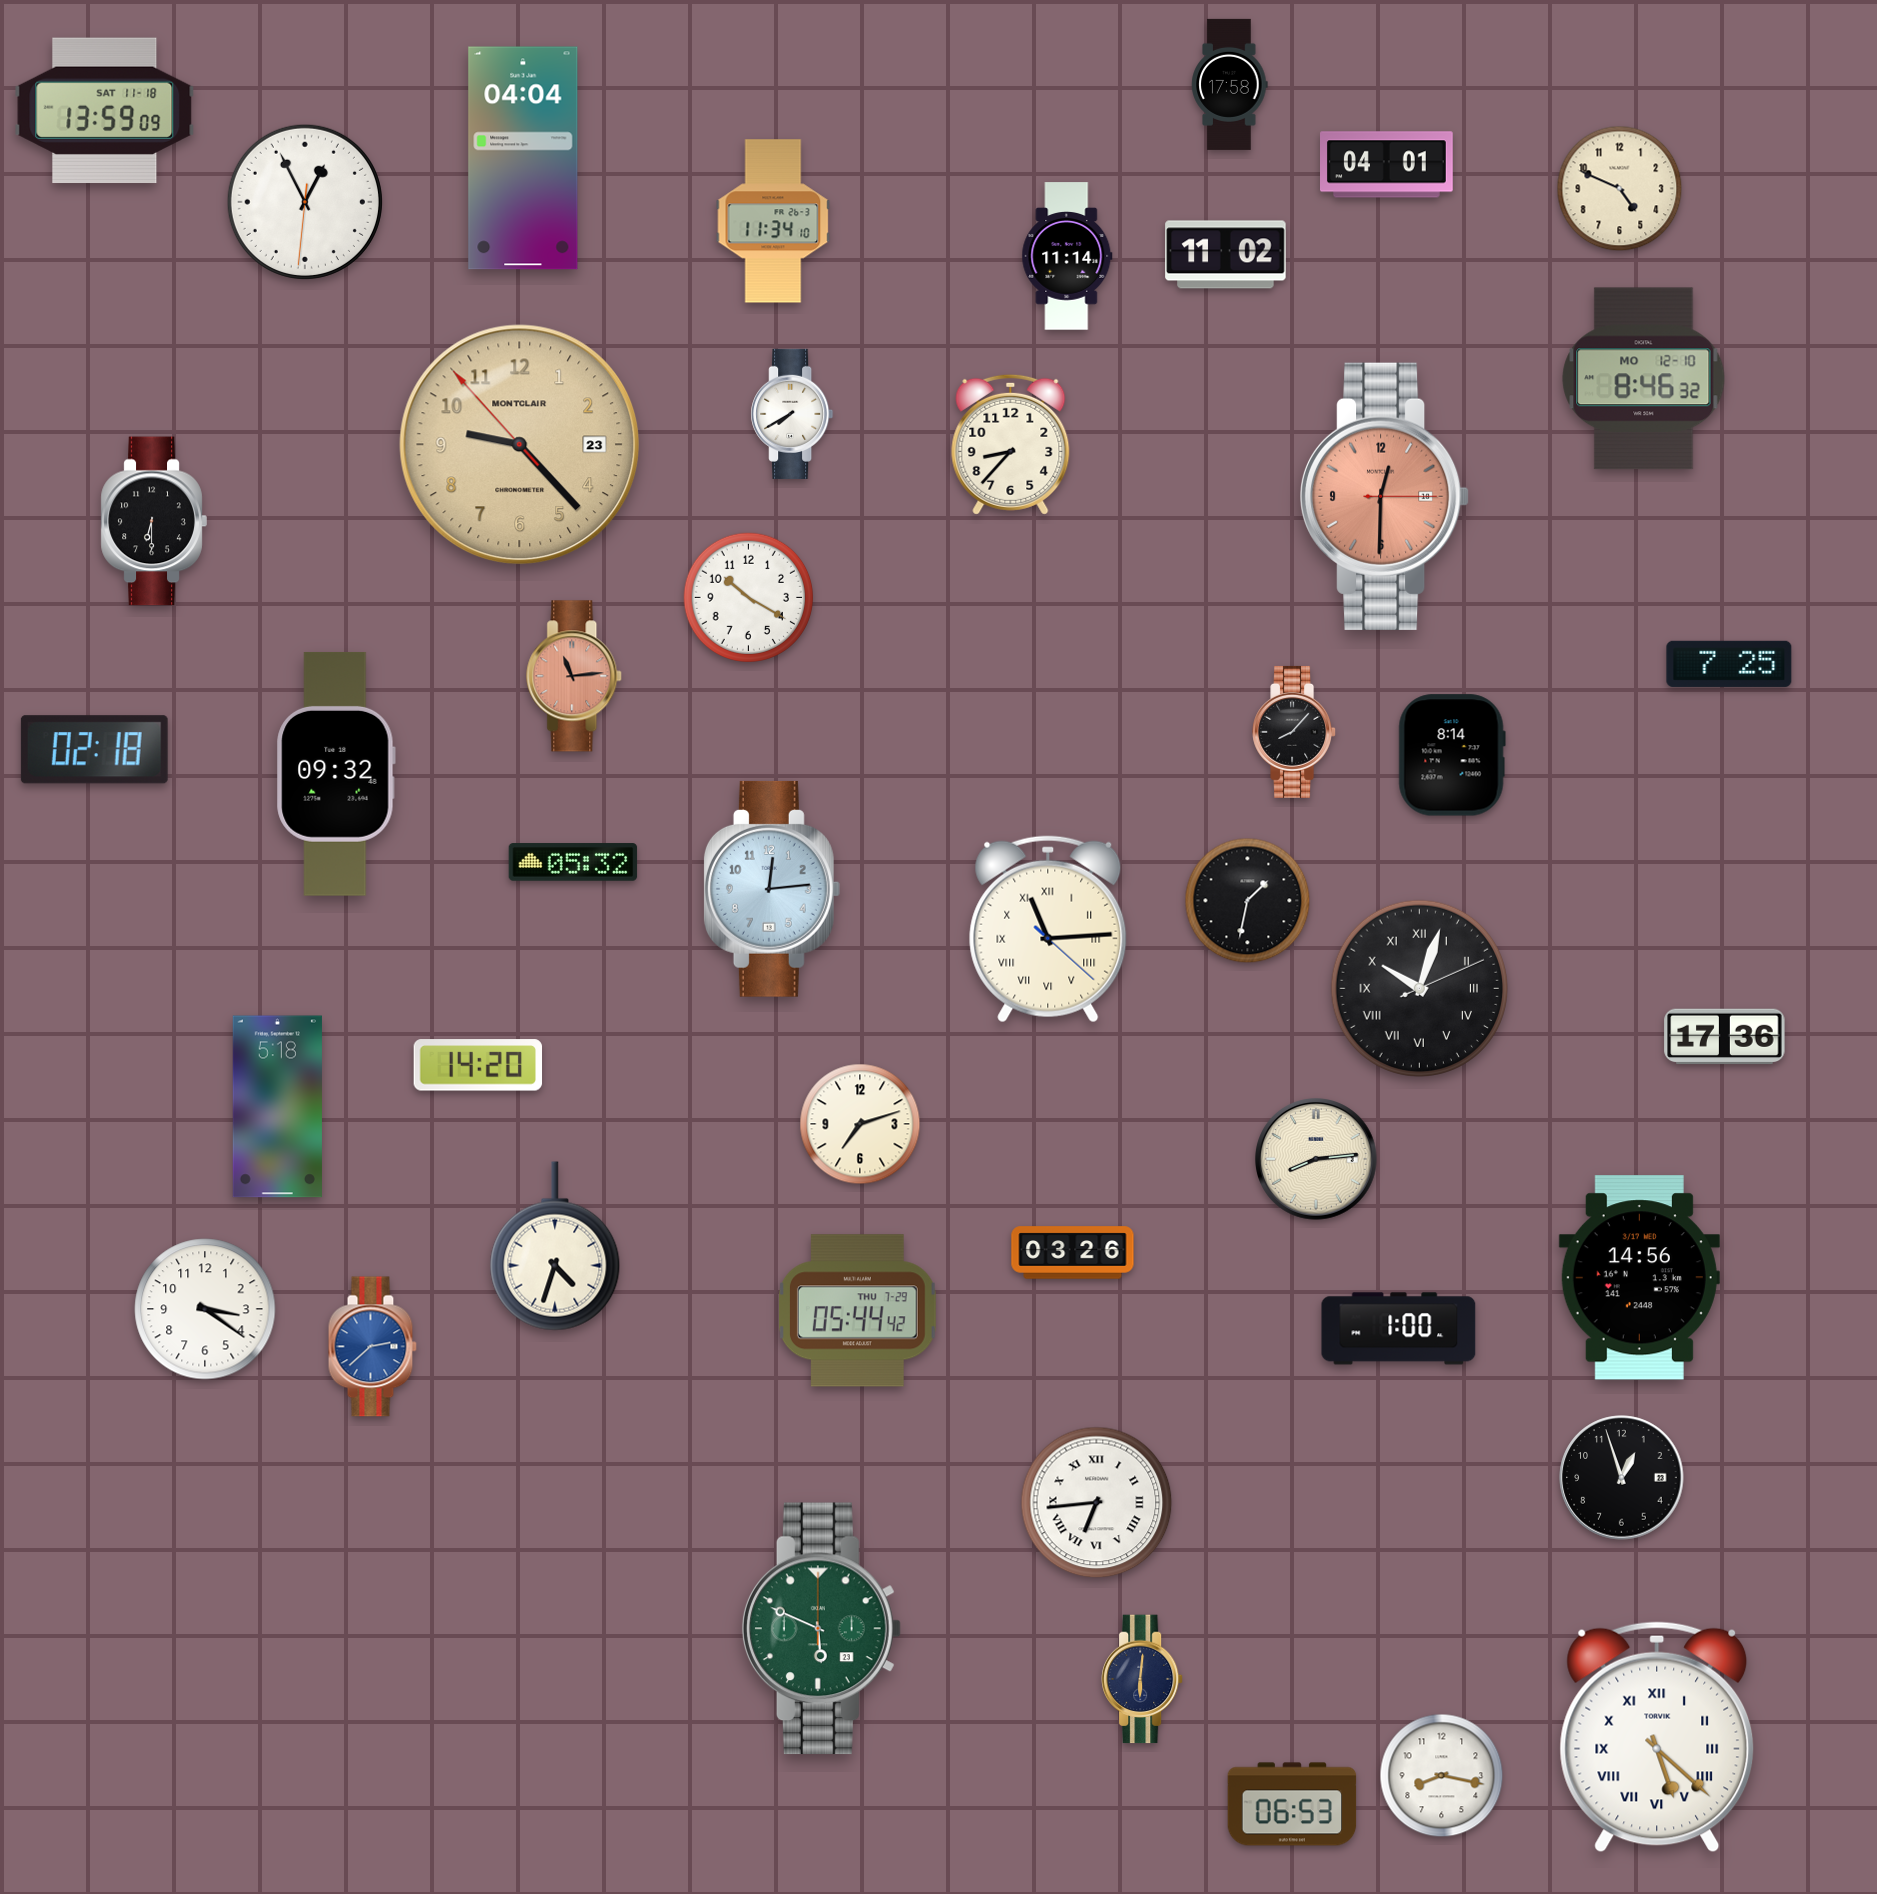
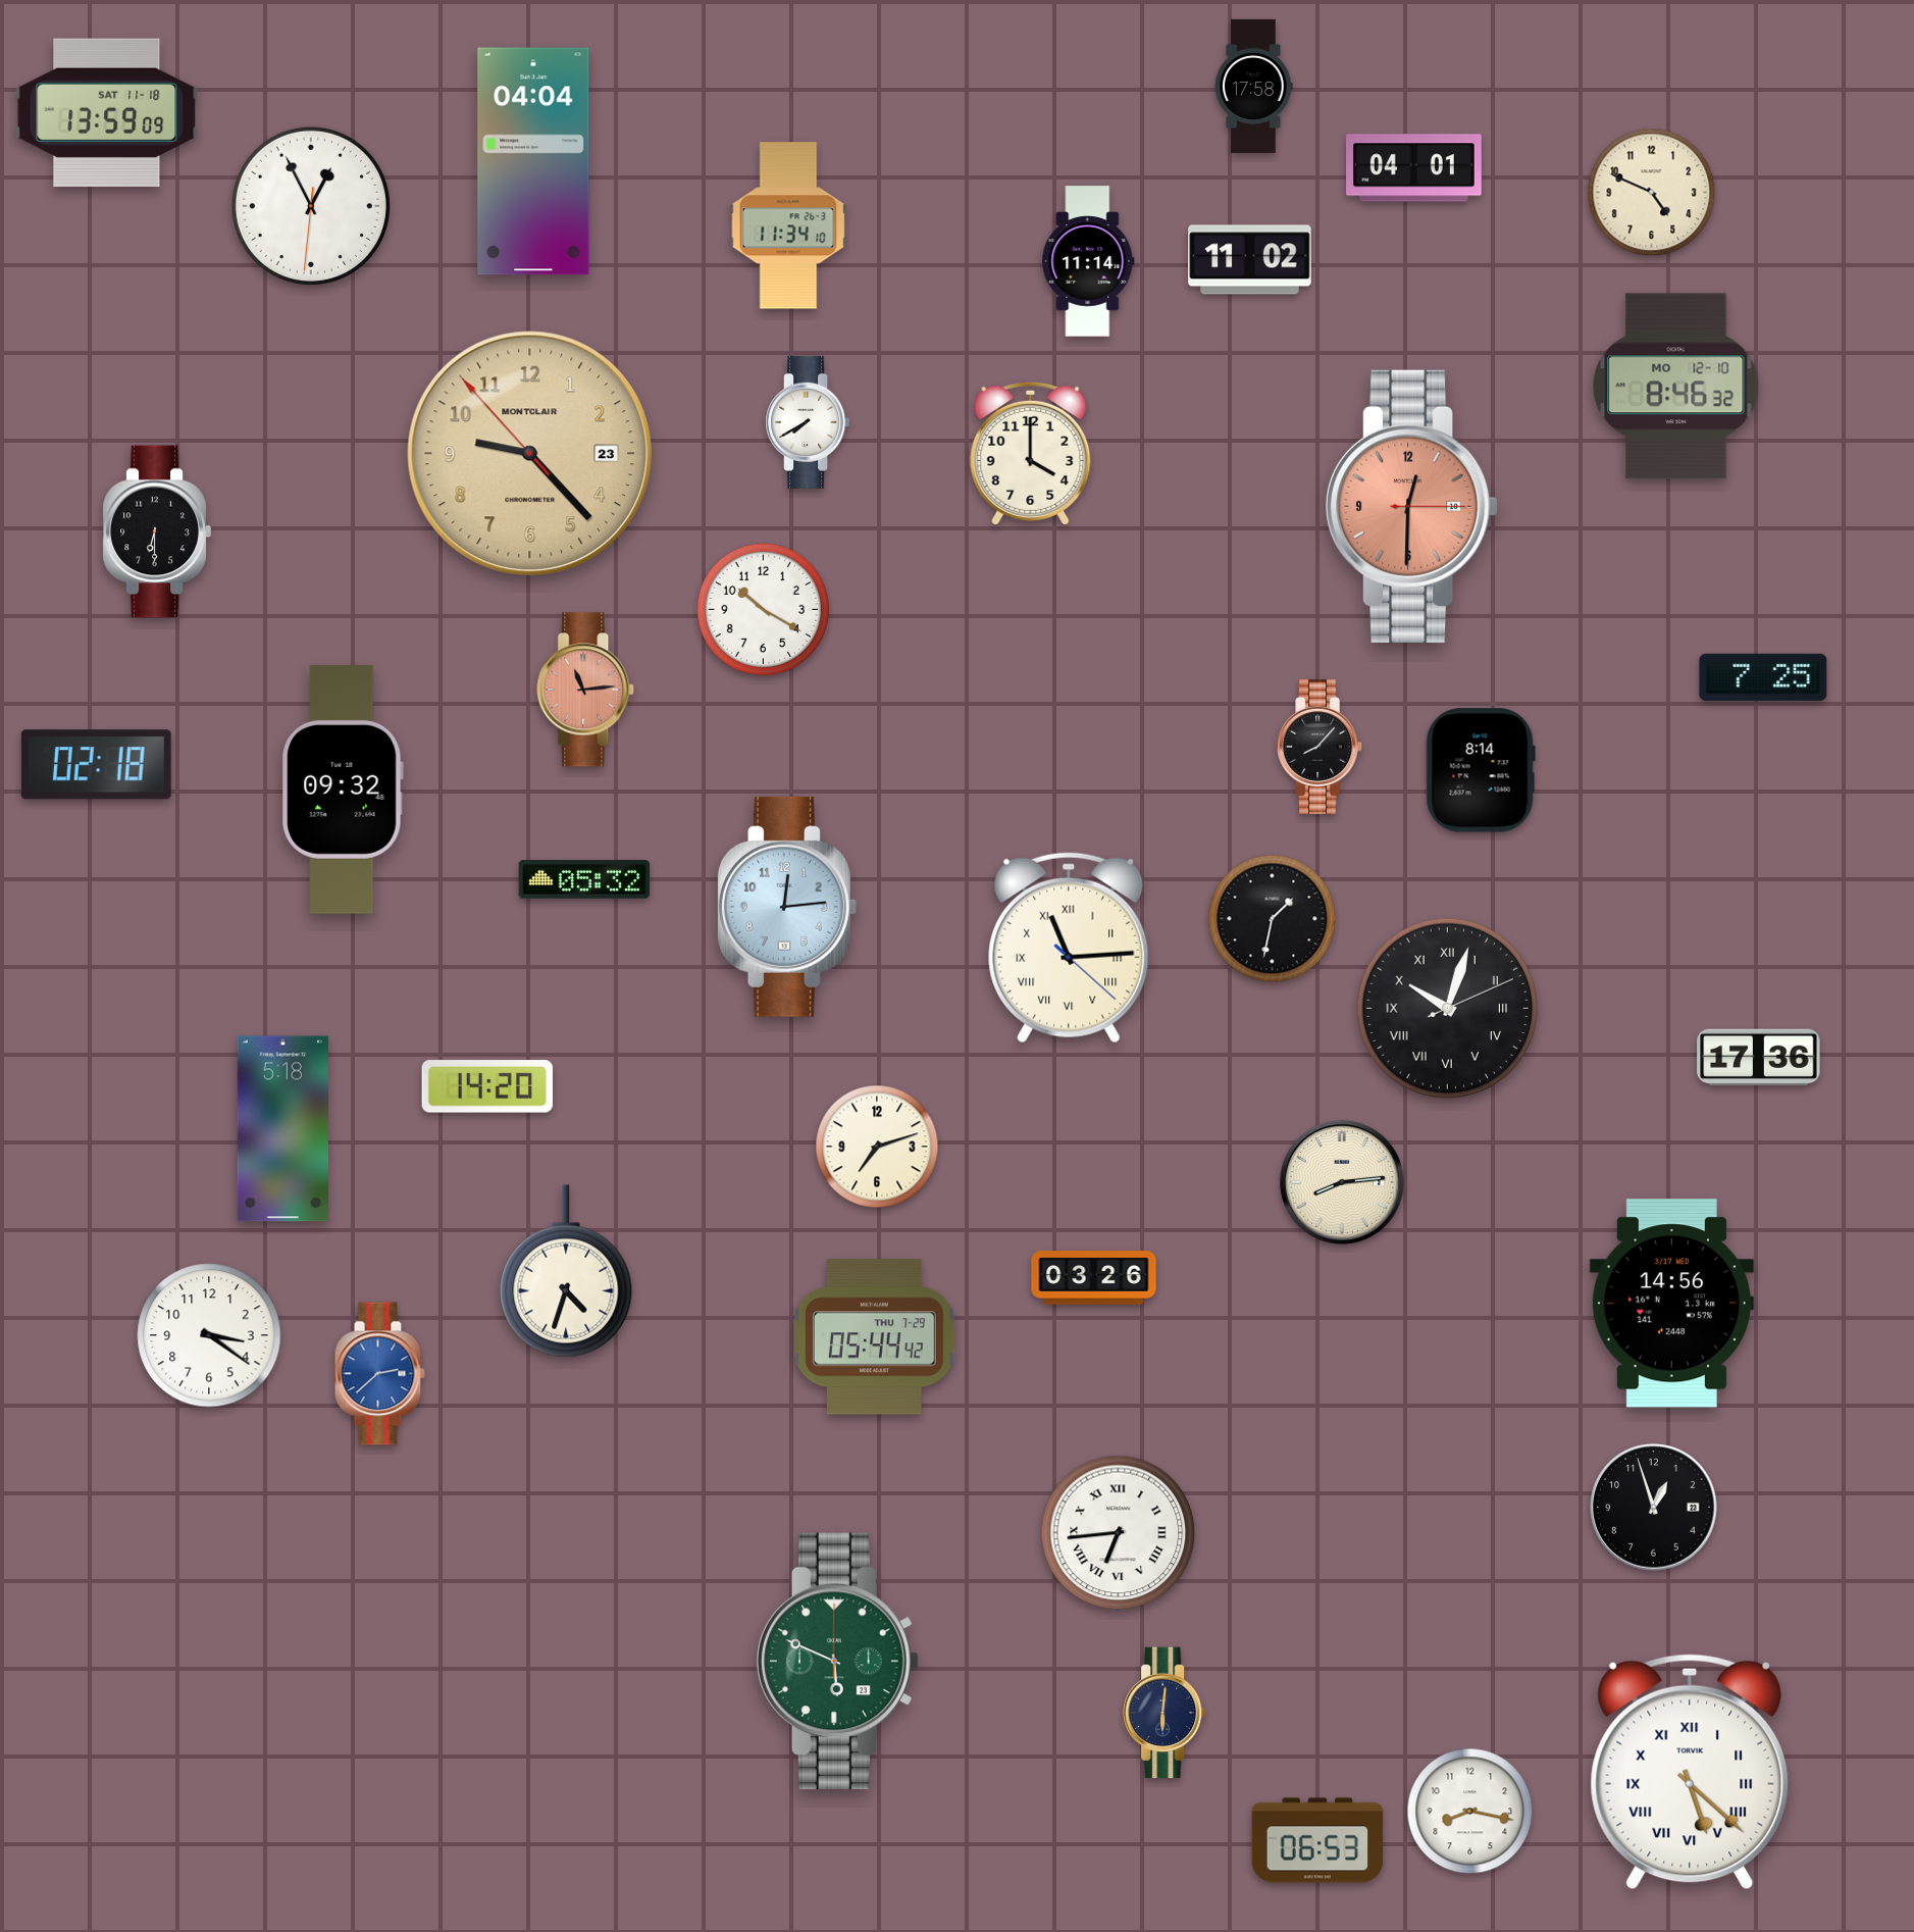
clock at (1011, 444): 8:37 -> 4:00
clock at (1399, 1329): 1:00 -> none
